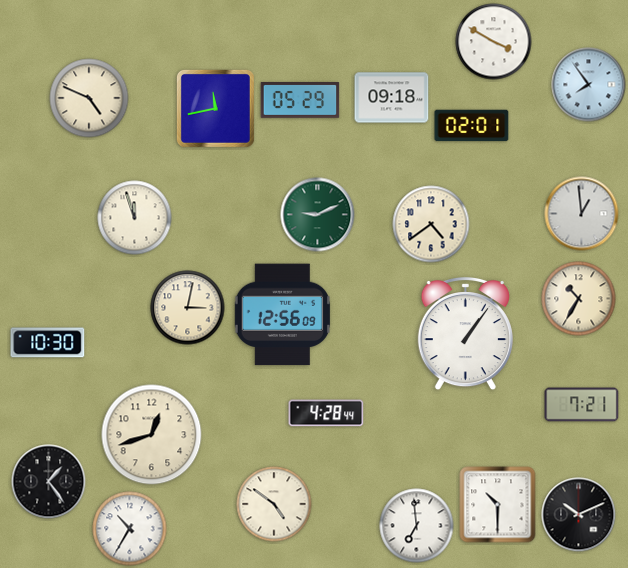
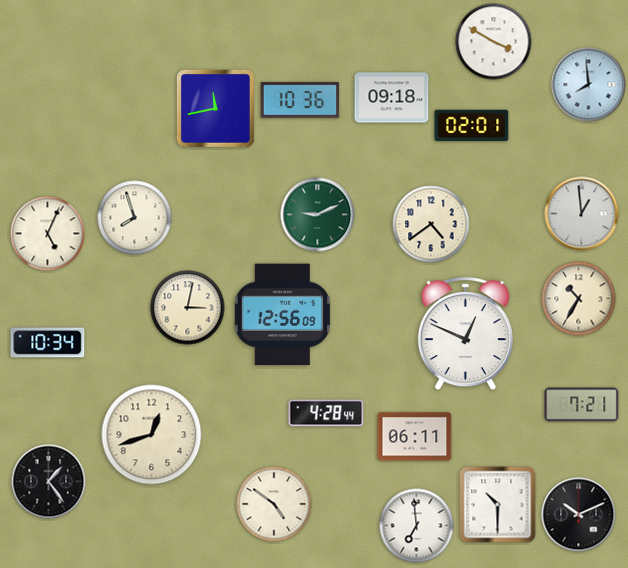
clock at (589, 85): 7:54 -> 7:59
clock at (89, 98): 4:49 -> none
clock at (300, 101): 05:29 -> 10:36
clock at (135, 218): 11:57 -> 7:57
clock at (48, 234): none -> 5:04
clock at (465, 334): 1:06 -> 12:49
clock at (48, 343): 10:30 -> 10:34
clock at (415, 437): none -> 06:11
clock at (130, 529): 10:35 -> none
